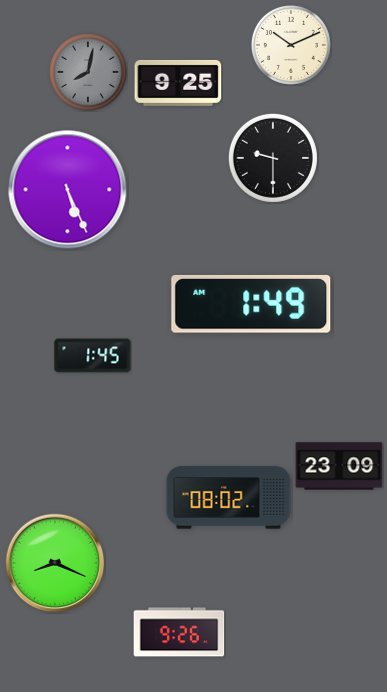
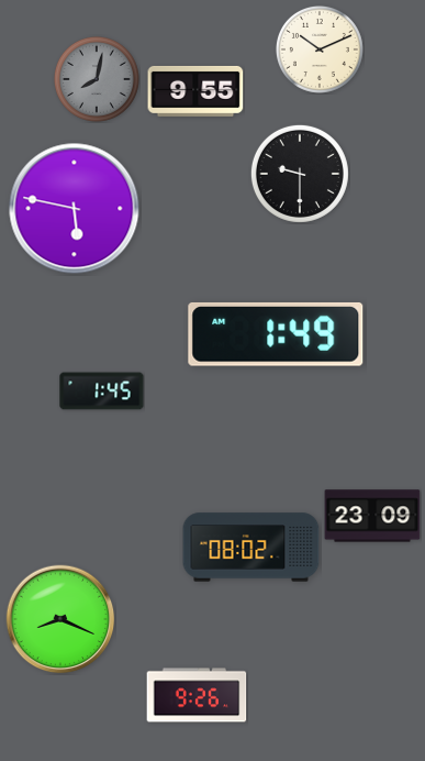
clock at (178, 83): 9:25 -> 9:55
clock at (68, 190): 5:26 -> 5:47
clock at (339, 466) position: (339, 466) -> (372, 516)
